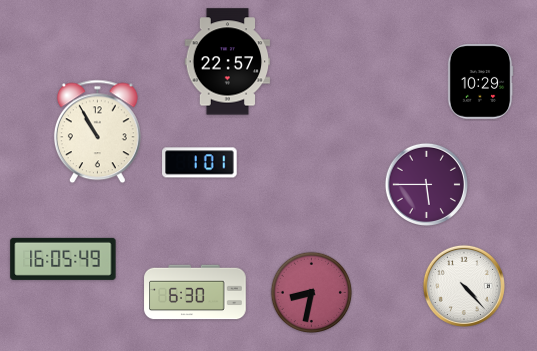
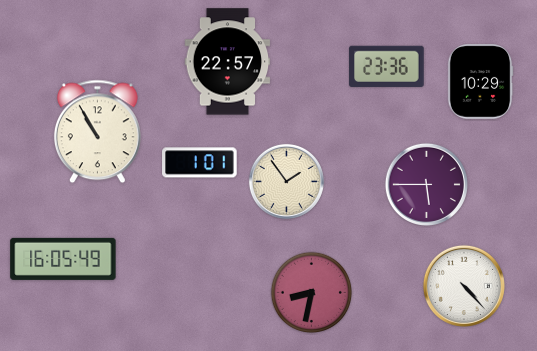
clock at (387, 66): none -> 23:36
clock at (286, 181): none -> 1:54
clock at (195, 292): 6:30 -> none
